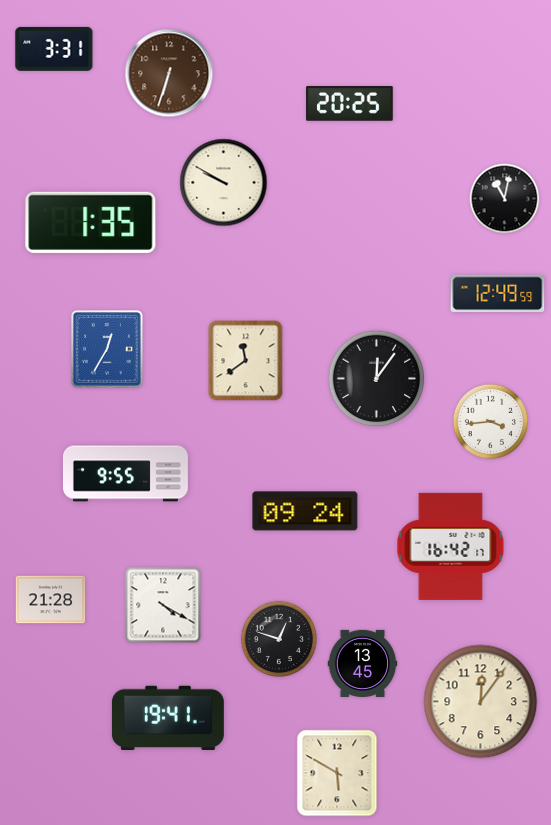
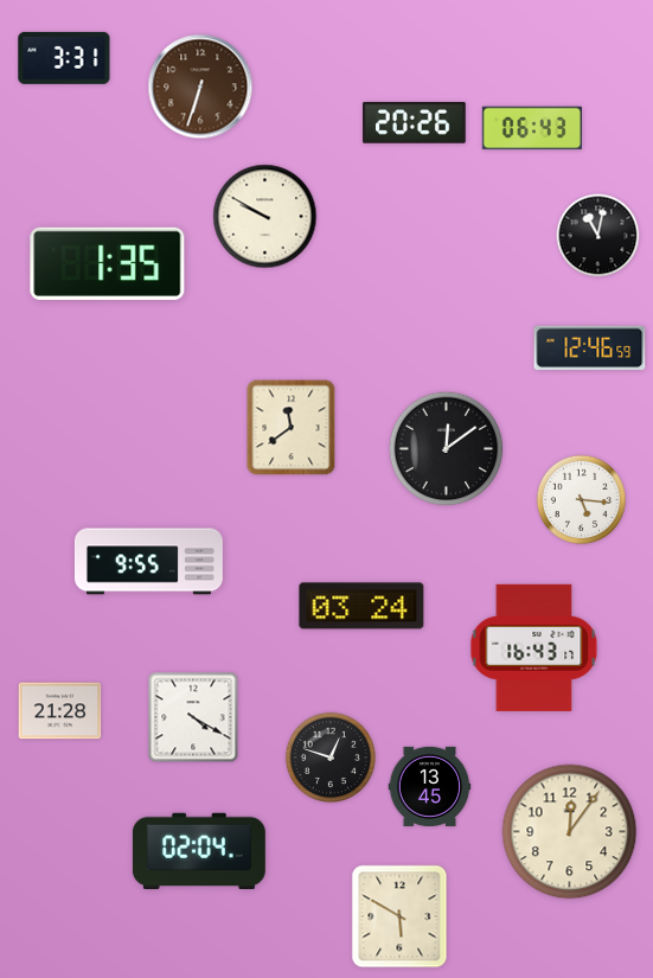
clock at (350, 104): 20:25 -> 20:26
clock at (532, 128): none -> 06:43
clock at (498, 294): 12:49 -> 12:46
clock at (107, 349): 12:35 -> none
clock at (377, 379): 12:06 -> 12:09
clock at (491, 422): 3:44 -> 5:16
clock at (305, 511): 09:24 -> 03:24
clock at (451, 546): 16:42 -> 16:43
clock at (168, 717): 19:41 -> 02:04
